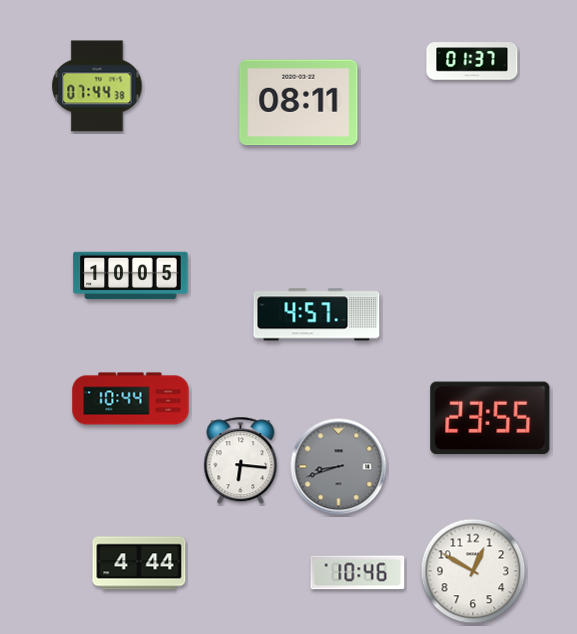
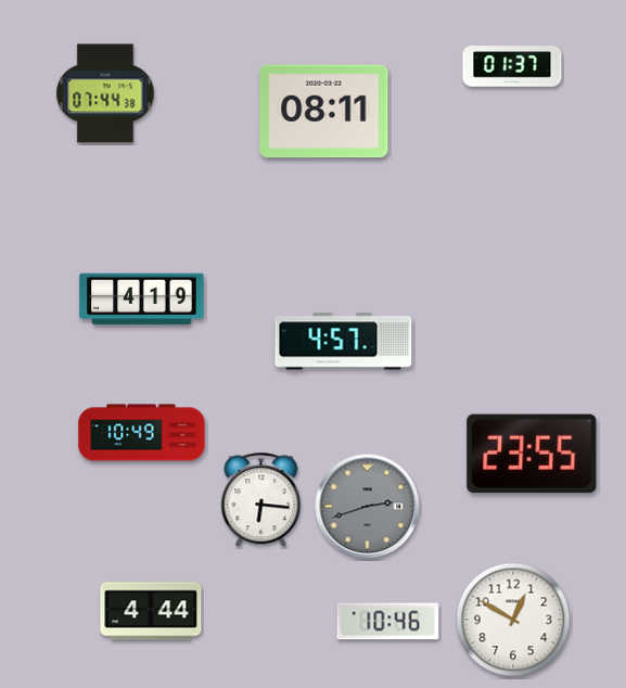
clock at (131, 276): 10:05 -> 4:19
clock at (131, 399): 10:44 -> 10:49
clock at (339, 467): 8:42 -> 2:42
